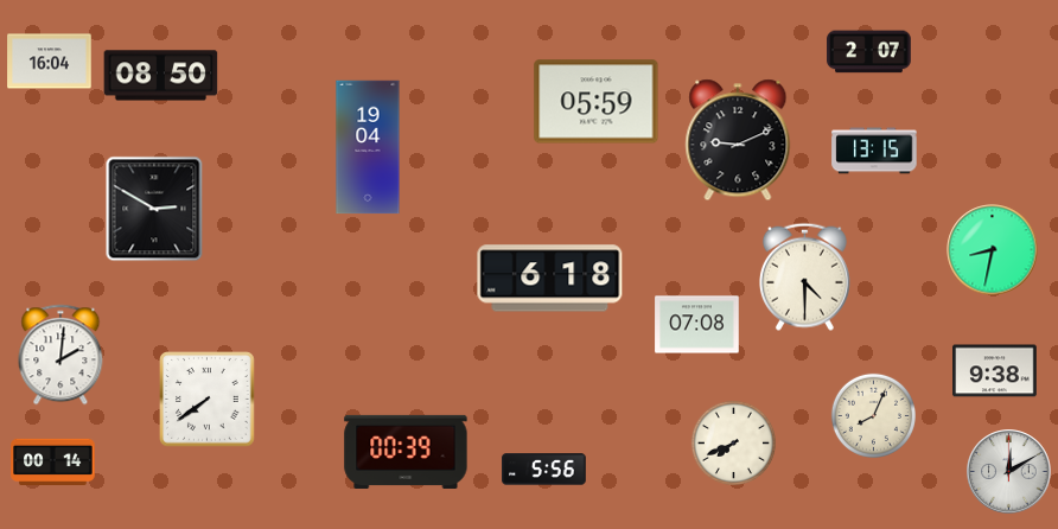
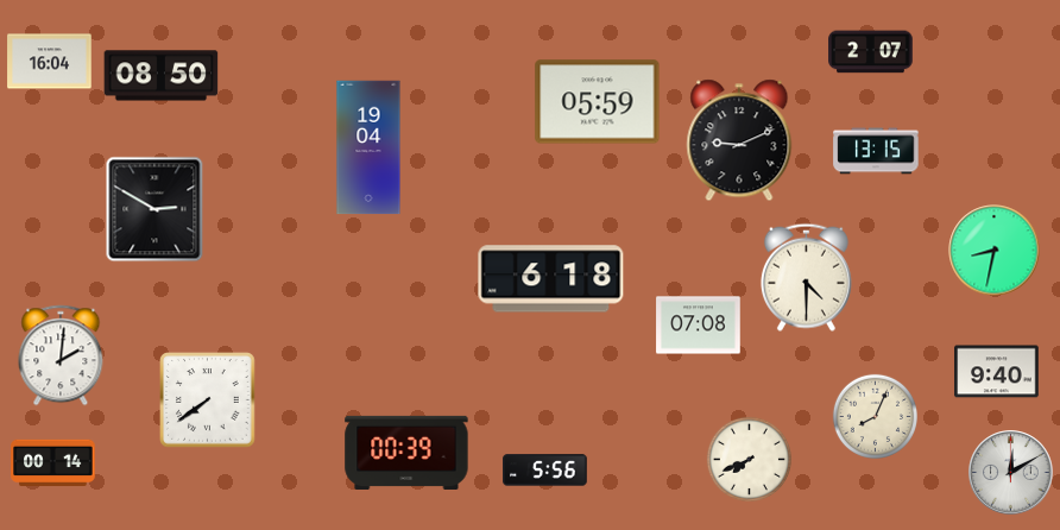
clock at (995, 371): 9:38 -> 9:40
clock at (733, 442) position: (733, 442) -> (749, 459)
